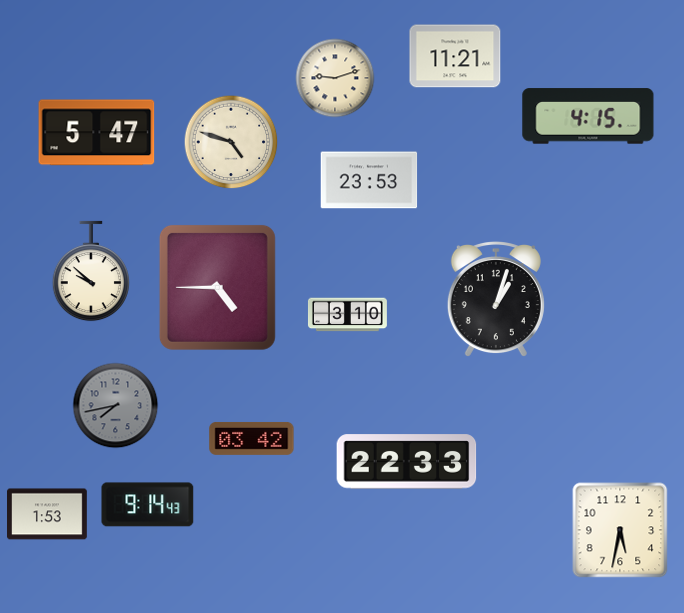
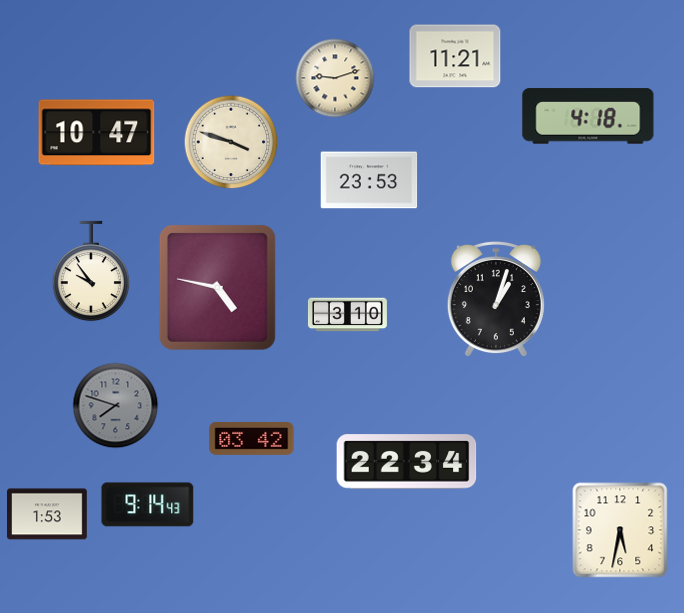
clock at (588, 116): 4:15 -> 4:18
clock at (97, 133): 5:47 -> 10:47
clock at (231, 142): 4:48 -> 3:48
clock at (91, 271): 9:52 -> 9:54
clock at (217, 287): 4:45 -> 4:47
clock at (116, 406): 7:43 -> 7:48
clock at (407, 462): 22:33 -> 22:34
